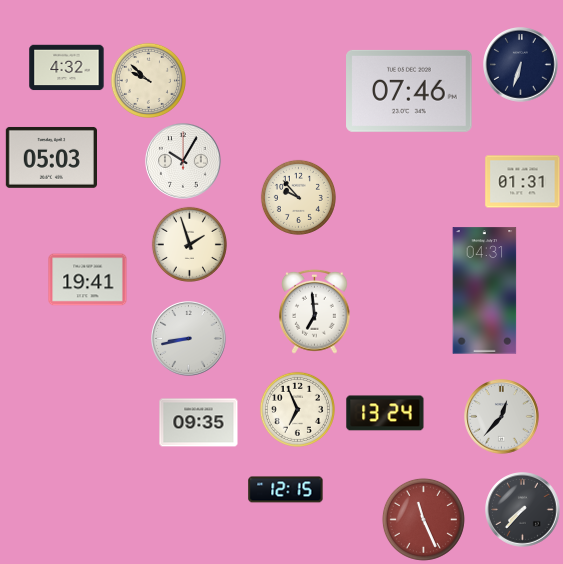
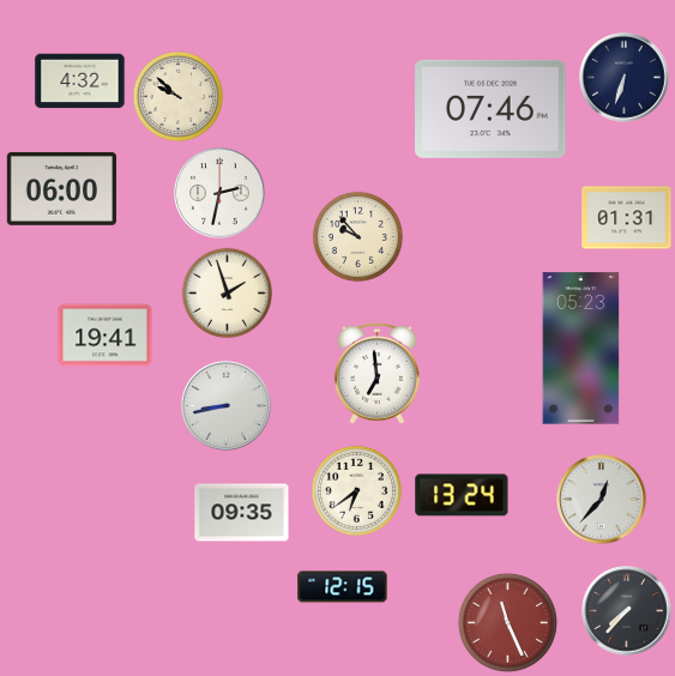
clock at (51, 157): 05:03 -> 06:00
clock at (183, 161): 10:05 -> 2:32
clock at (485, 291): 04:31 -> 05:23
clock at (297, 409): 6:56 -> 6:39
clock at (199, 423) position: (199, 423) -> (242, 513)
